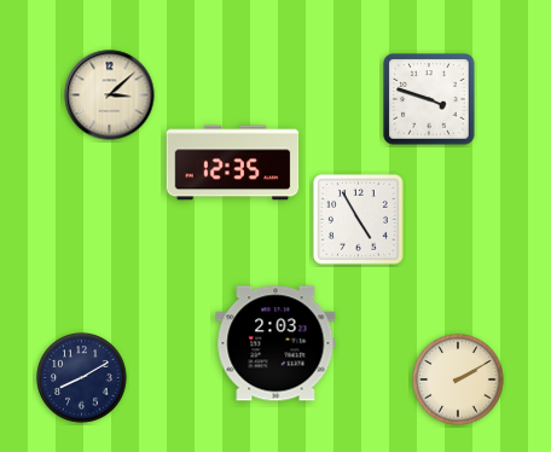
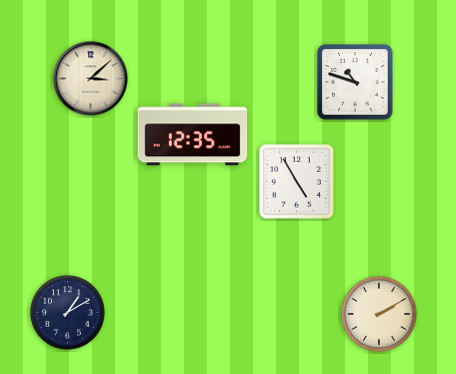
clock at (429, 99): 3:48 -> 10:48
clock at (275, 343): 2:03 -> none
clock at (82, 378): 8:10 -> 1:10
